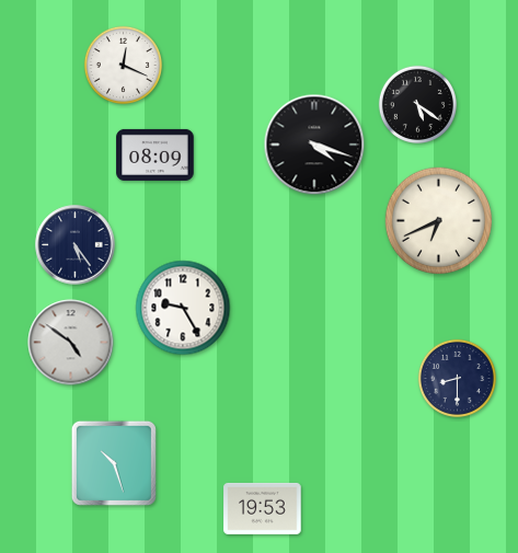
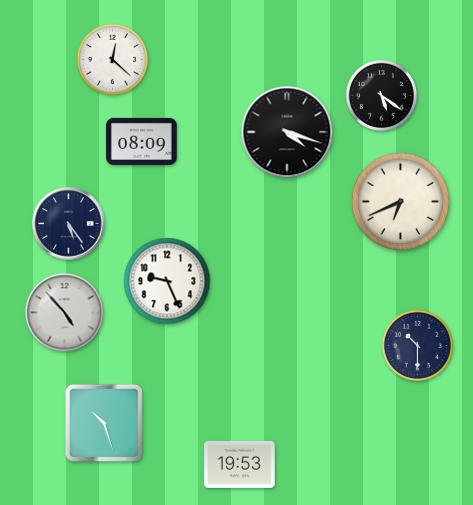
clock at (123, 65): 12:19 -> 12:22
clock at (183, 308): 9:25 -> 9:26
clock at (71, 343): 4:51 -> 4:53
clock at (457, 378): 8:30 -> 10:30
